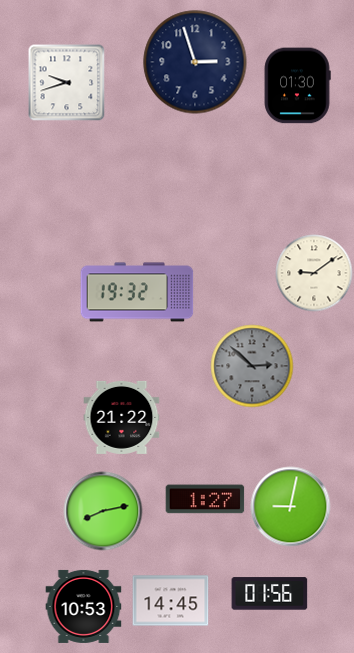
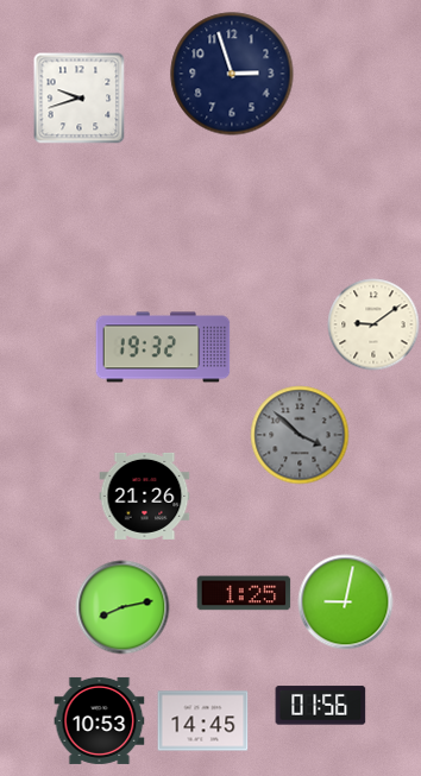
clock at (297, 86): 01:30 -> none
clock at (252, 366): 2:52 -> 3:52
clock at (122, 417): 21:22 -> 21:26
clock at (205, 499): 1:27 -> 1:25
clock at (171, 601) position: (171, 601) -> (203, 721)
